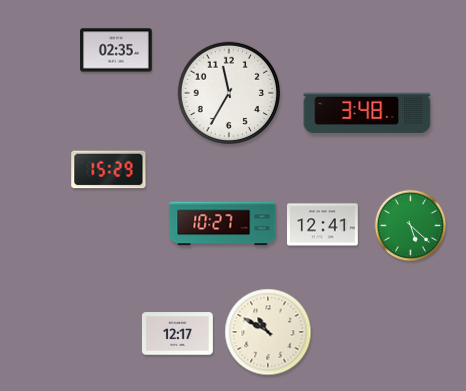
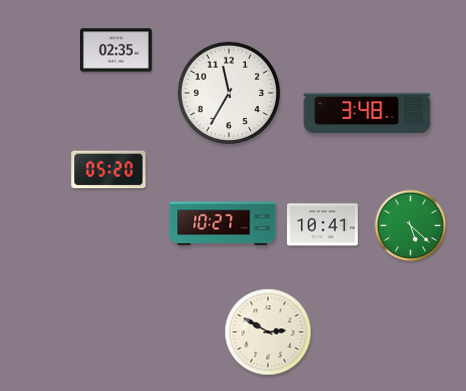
clock at (109, 170): 15:29 -> 05:20
clock at (323, 225): 12:41 -> 10:41
clock at (268, 332): 10:50 -> 2:50
clock at (178, 334): 12:17 -> none
